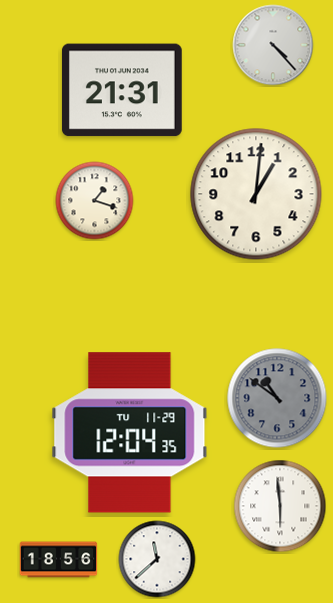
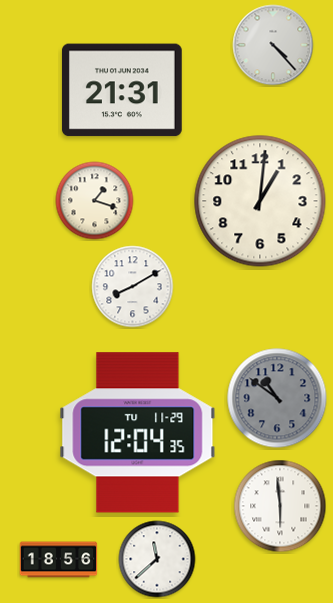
clock at (256, 194) position: (256, 194) -> (260, 201)
clock at (133, 287): none -> 8:10
clock at (130, 433) position: (130, 433) -> (138, 433)
